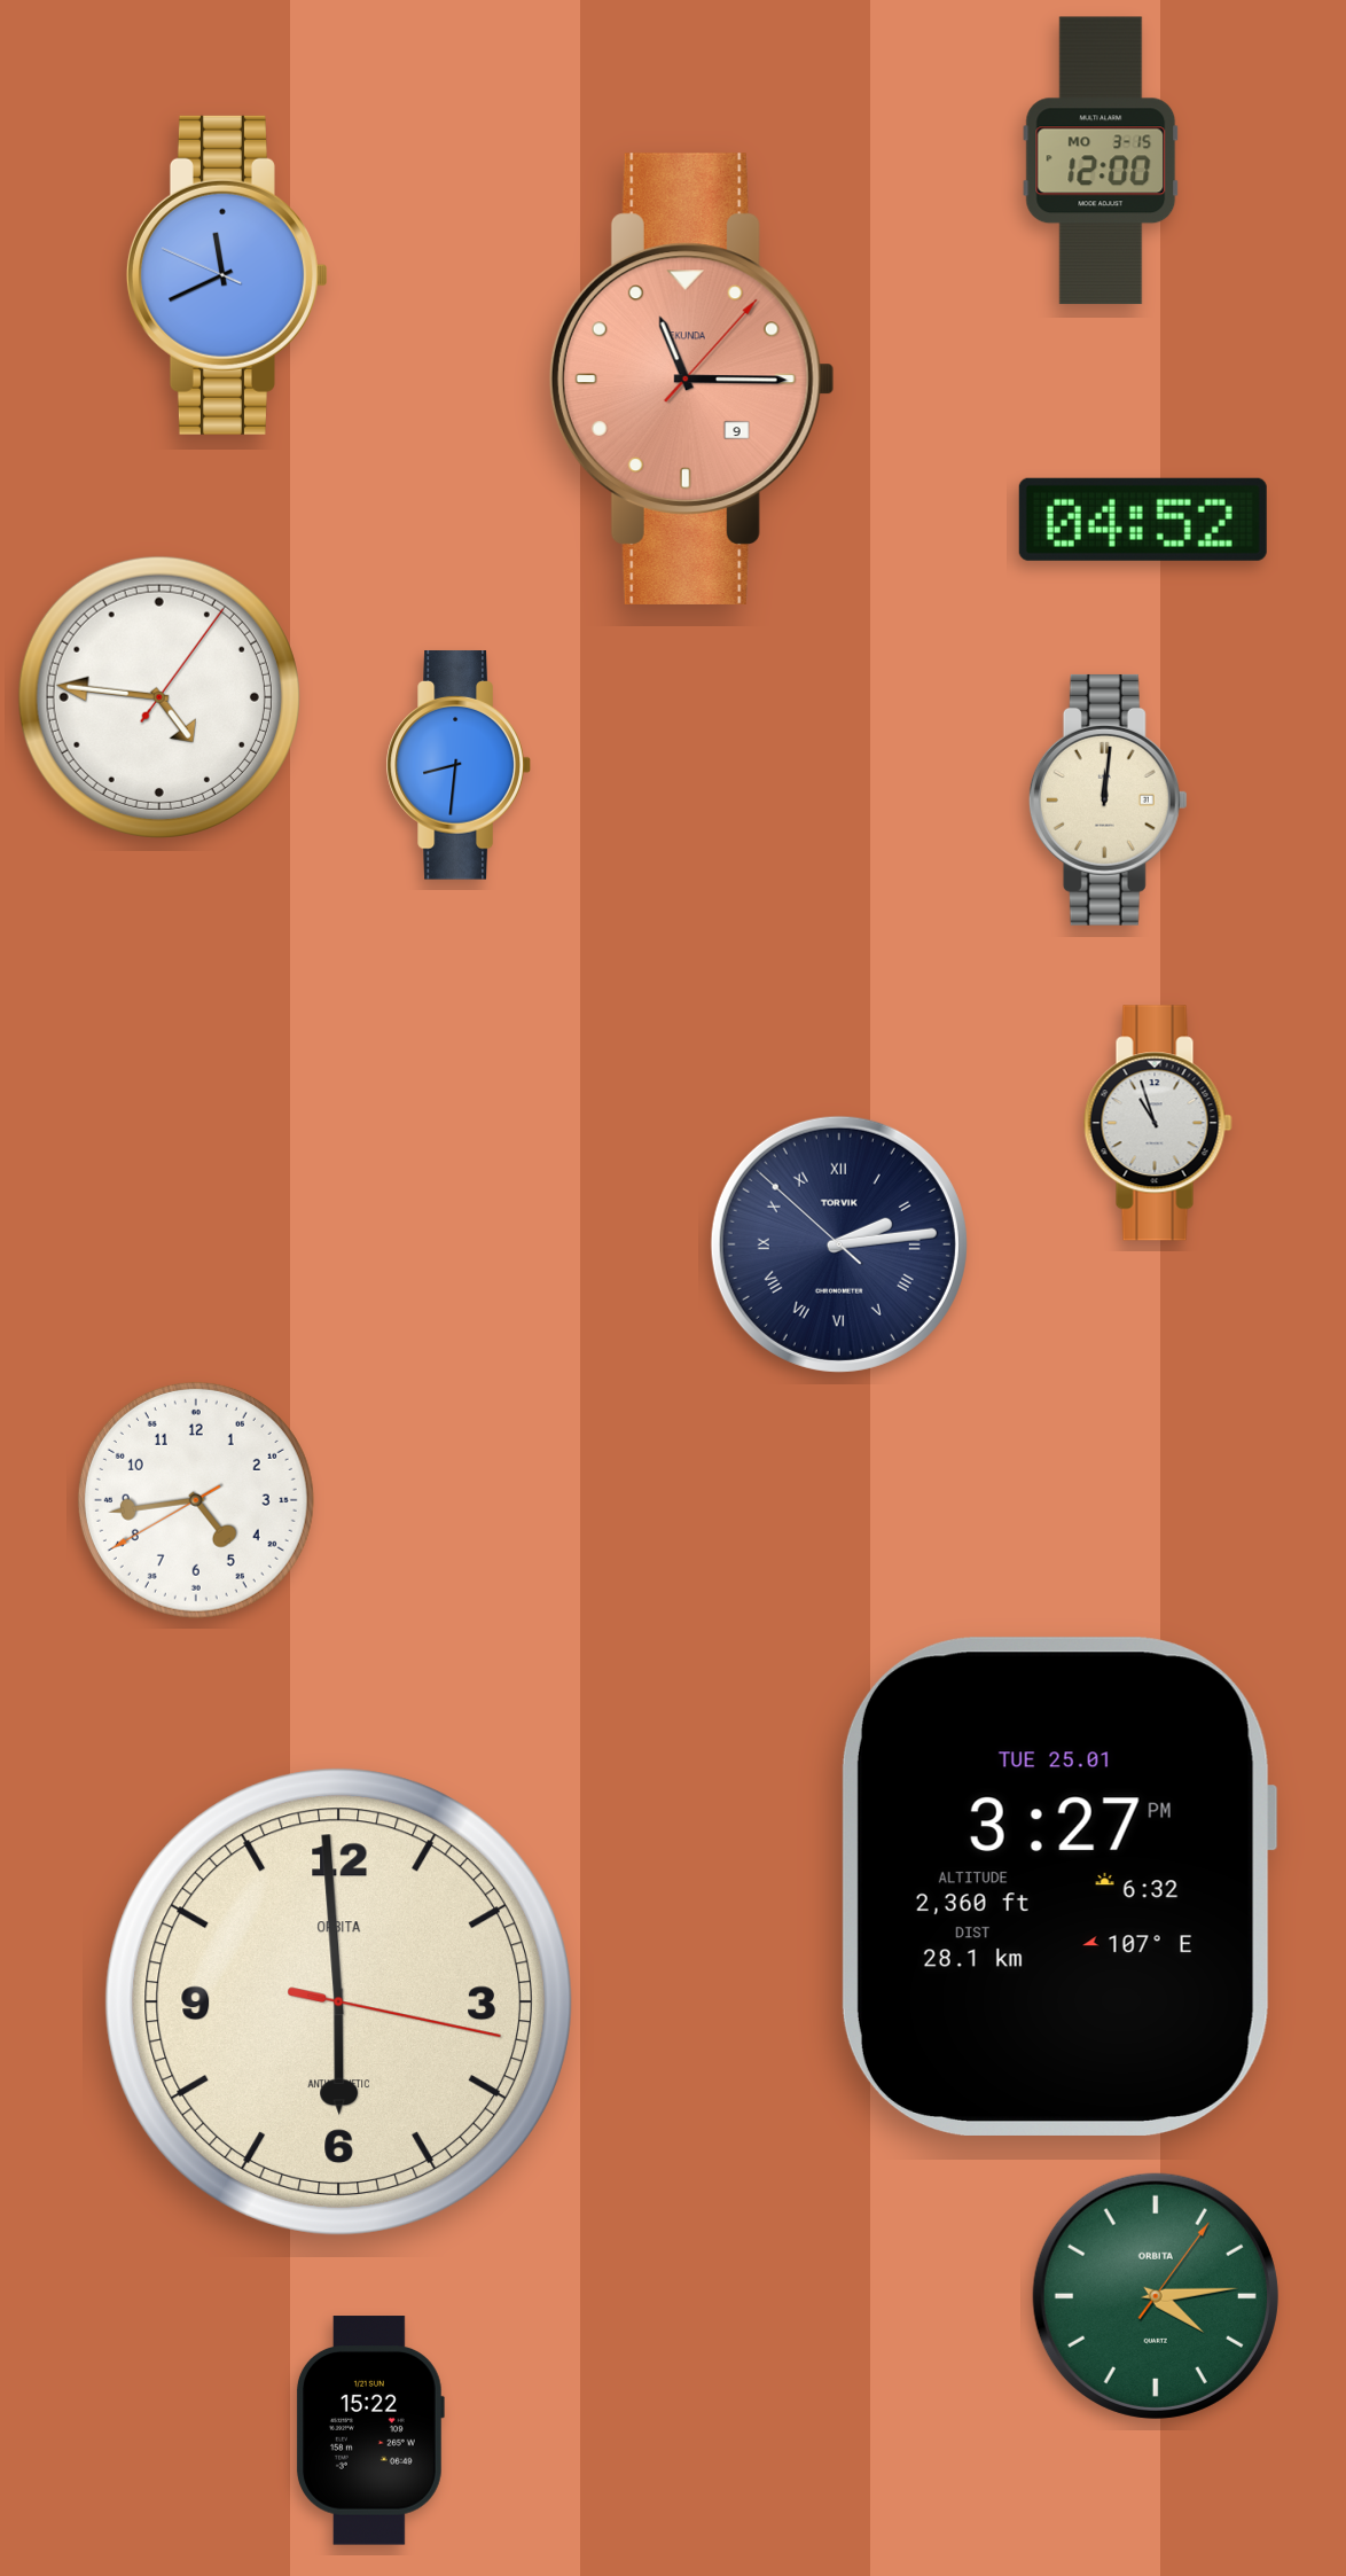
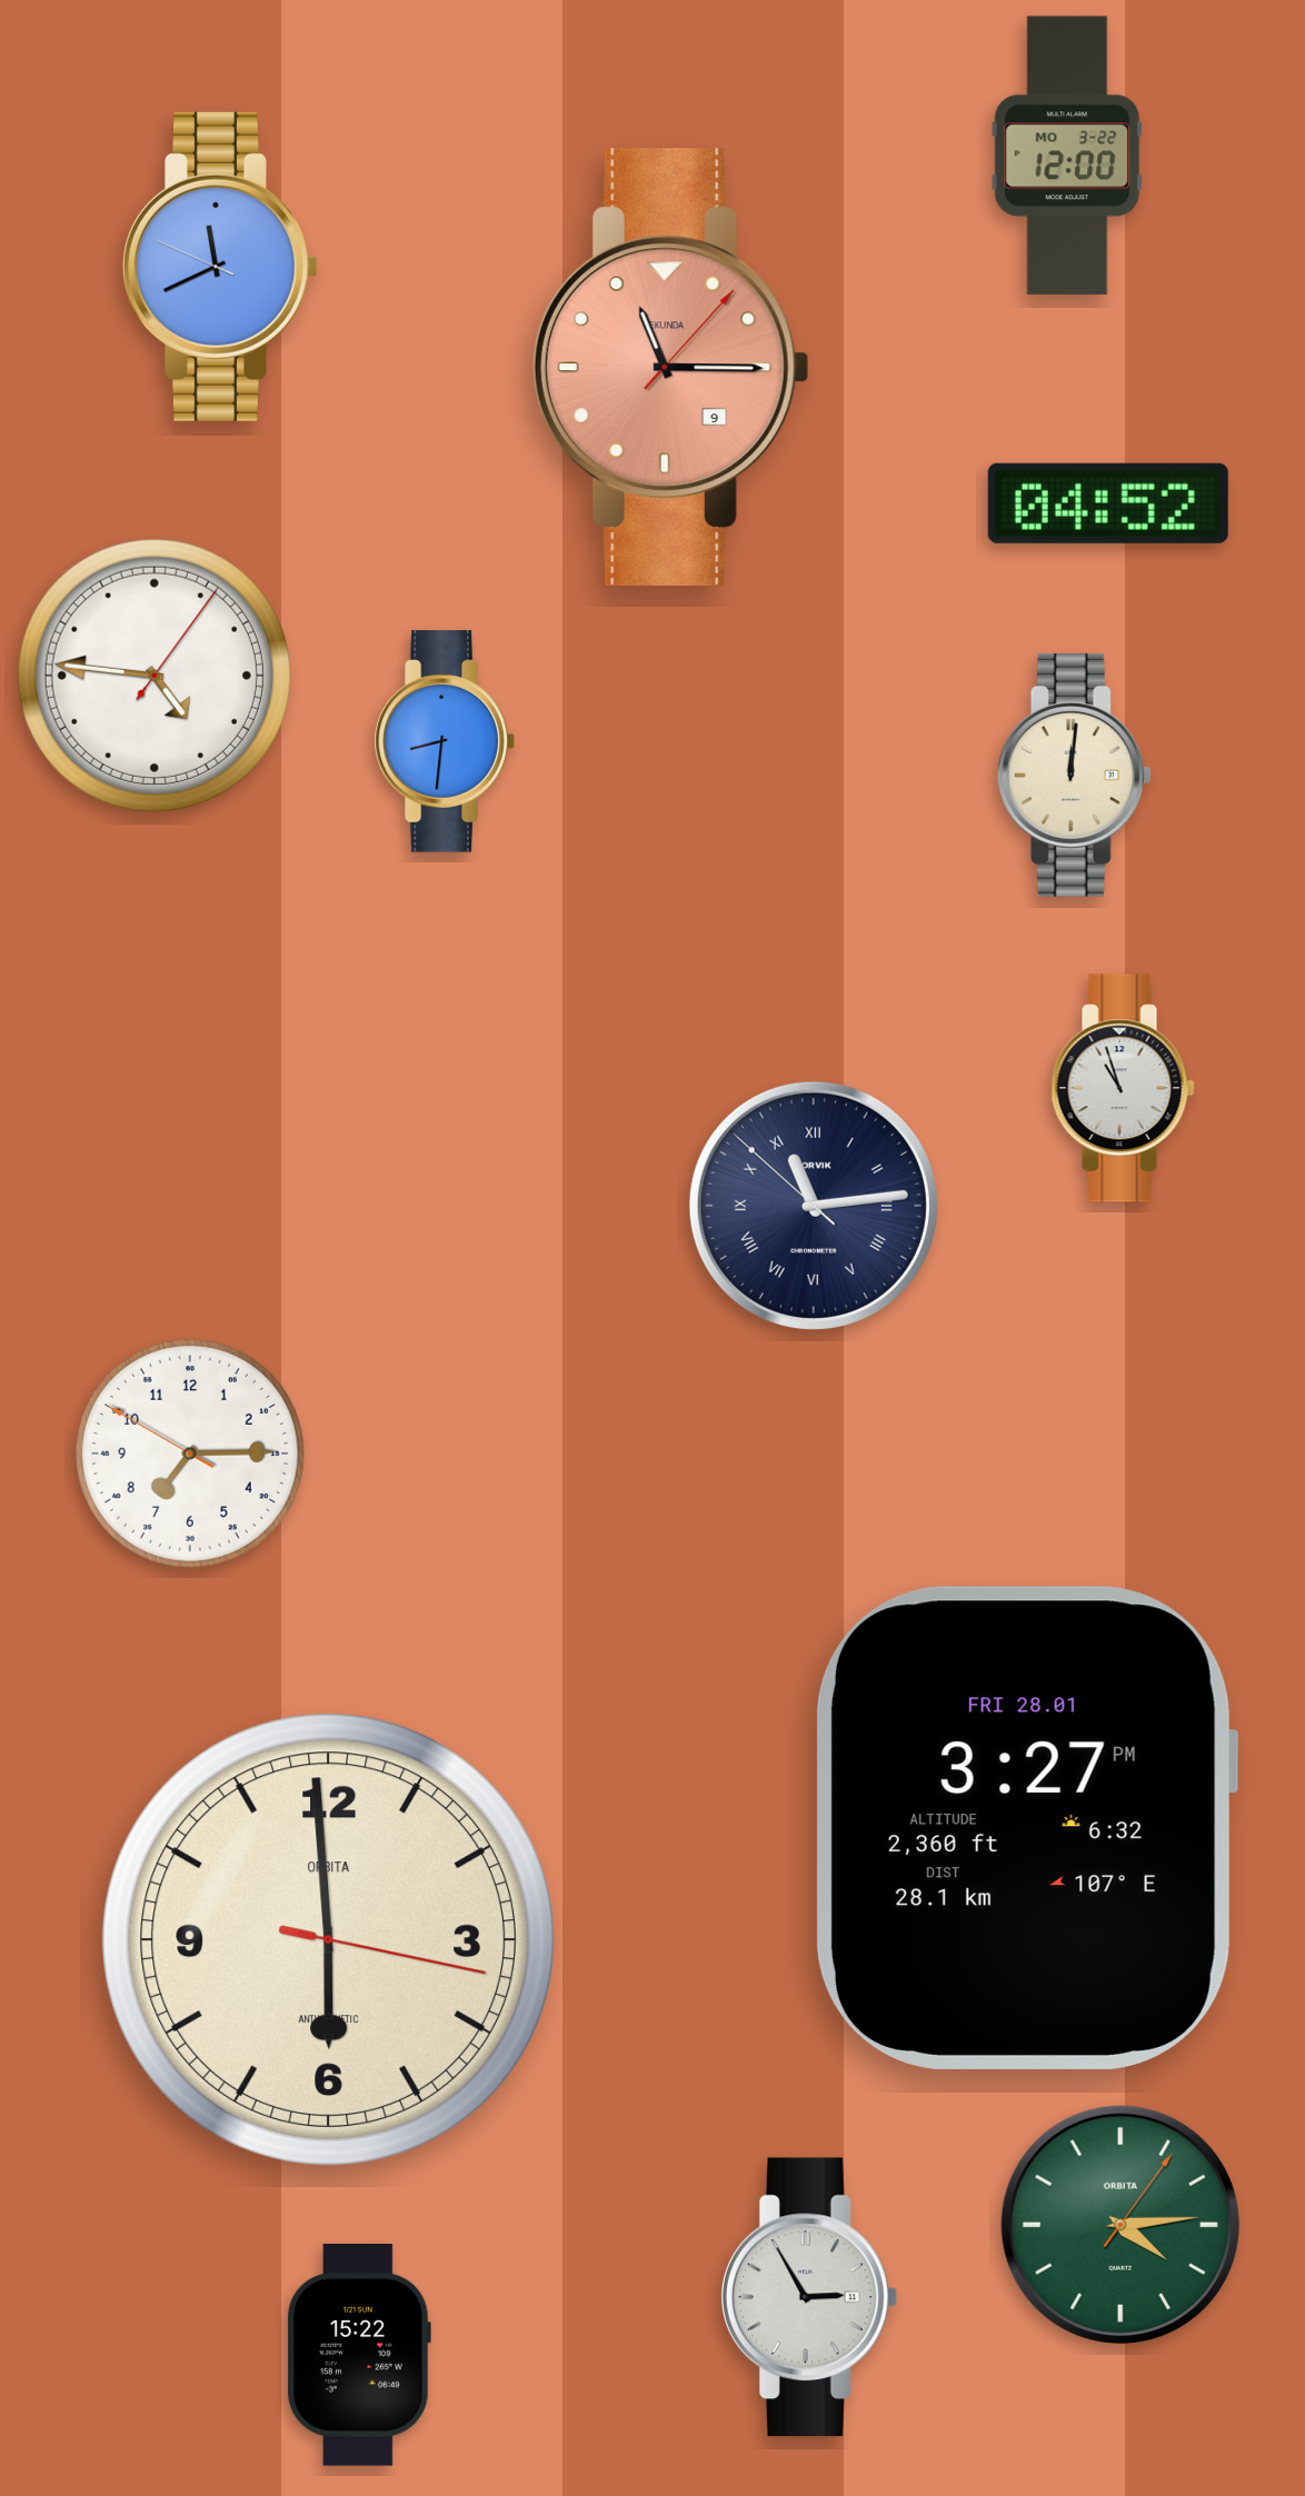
clock at (1101, 161) date: MO 3-15 -> MO 3-22
clock at (839, 1244): 2:13 -> 11:13
clock at (196, 1500): 4:43 -> 7:14
clock at (1058, 1887) date: TUE 25.01 -> FRI 28.01
clock at (809, 2297): none -> 2:55
